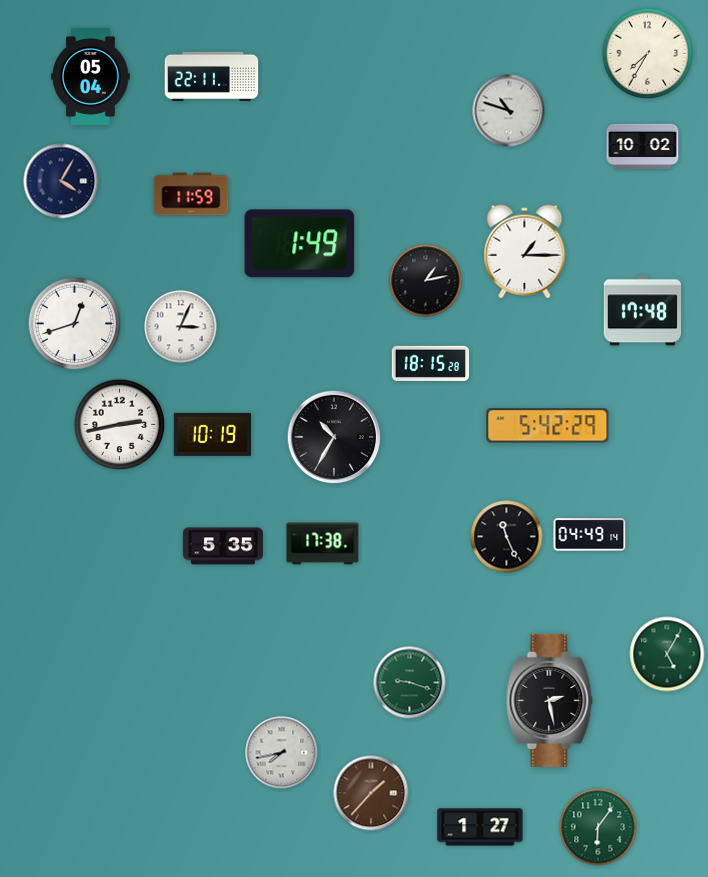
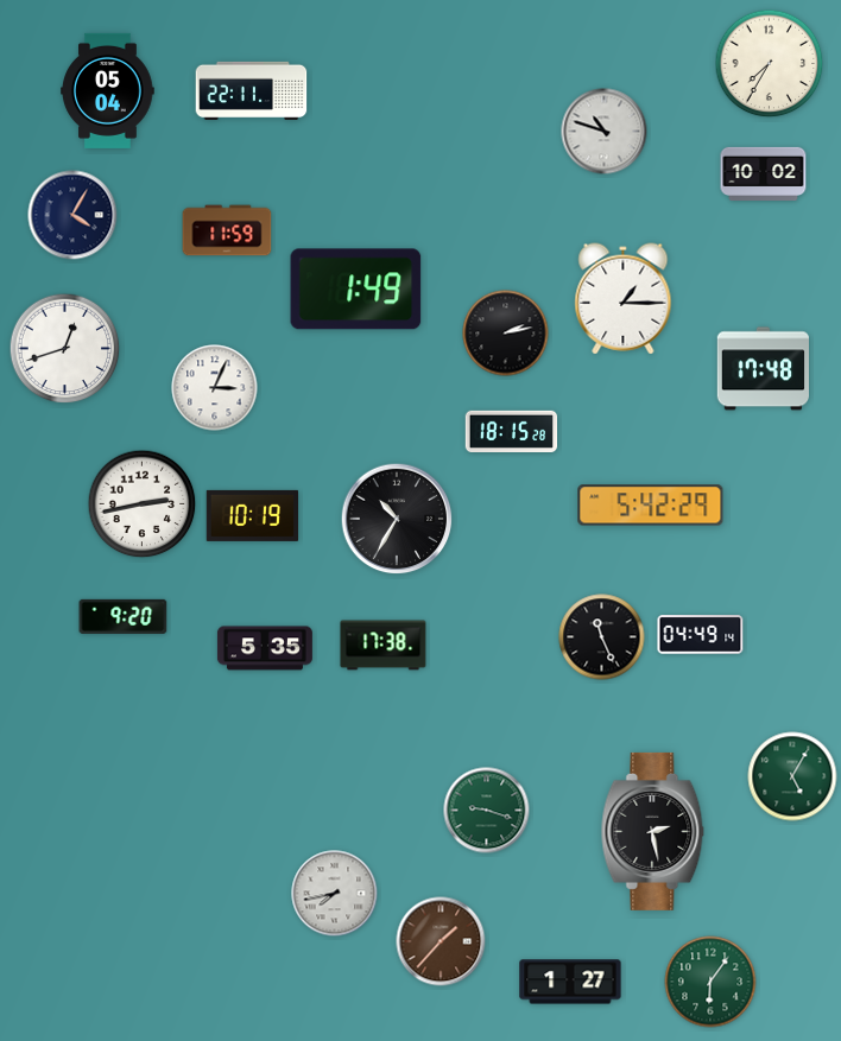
clock at (426, 281): 1:13 -> 2:13
clock at (75, 324) position: (75, 324) -> (65, 349)
clock at (124, 616): none -> 9:20
